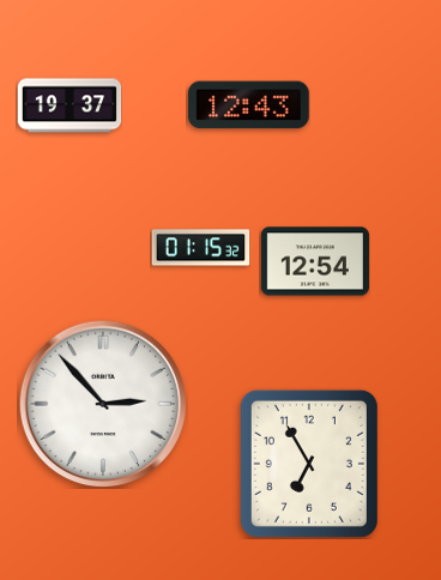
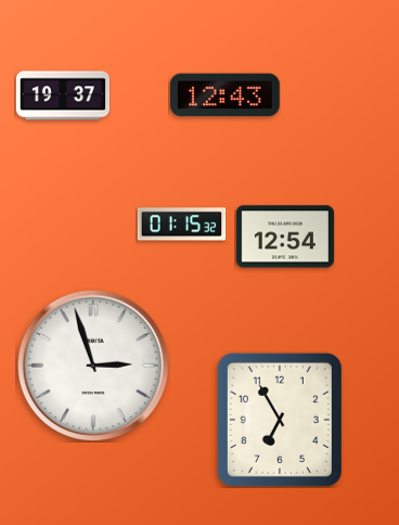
clock at (102, 403): 2:53 -> 2:57
